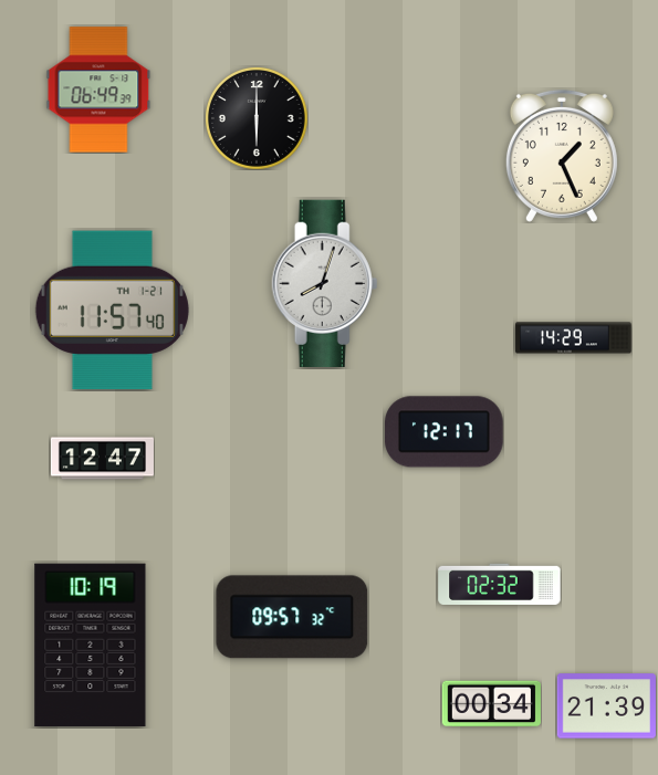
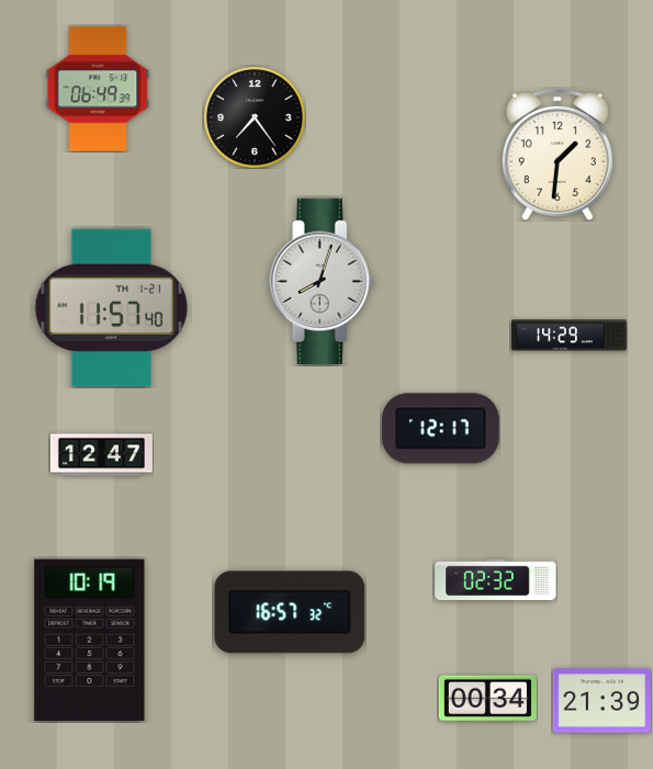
clock at (257, 118): 6:00 -> 7:24
clock at (562, 156): 1:26 -> 1:31
clock at (292, 617): 09:57 -> 16:57
